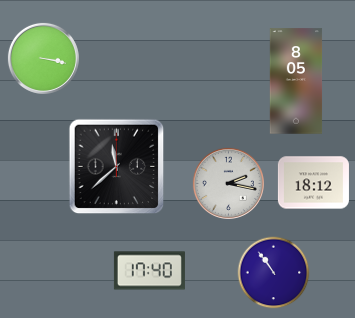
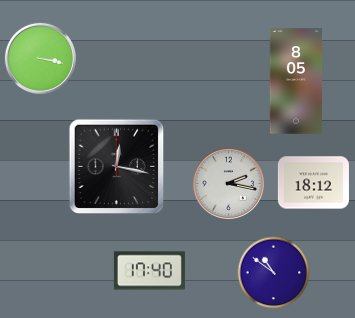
clock at (43, 58) position: (43, 58) -> (40, 58)
clock at (117, 167): 11:38 -> 12:17
clock at (274, 273): 10:54 -> 10:51
